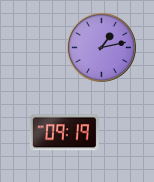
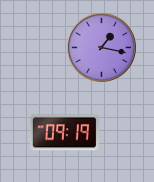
clock at (102, 48): 1:13 -> 1:17
